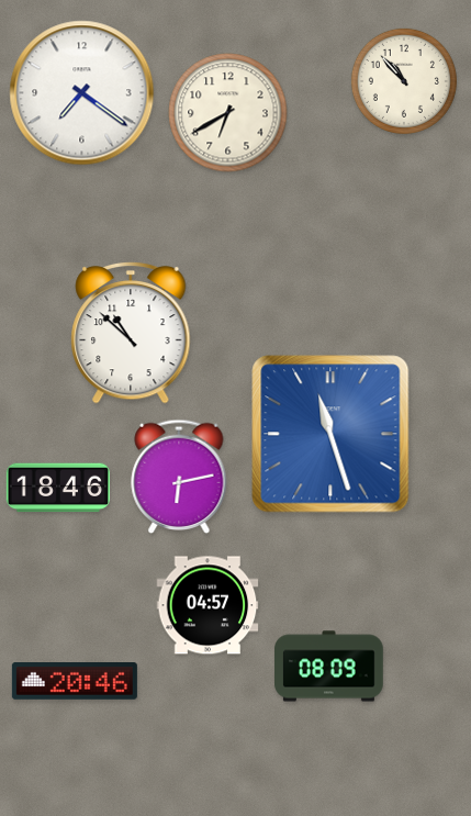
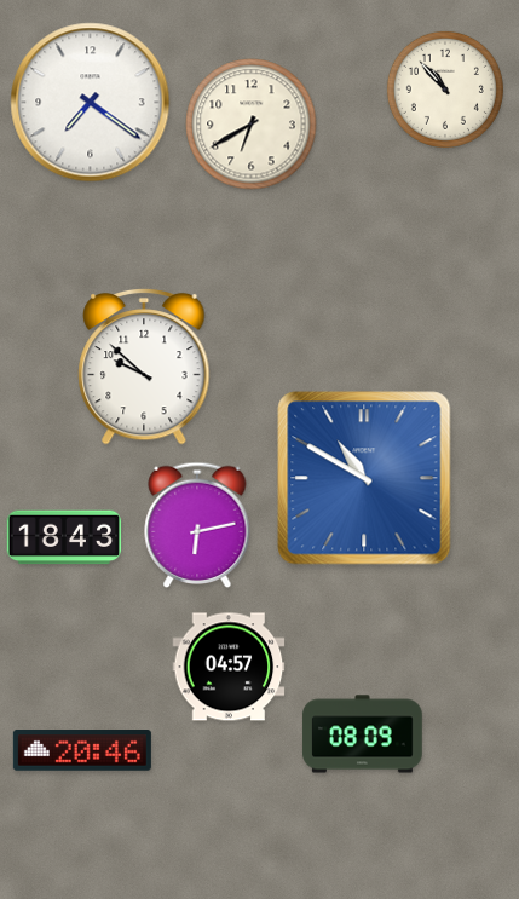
clock at (131, 333): 10:52 -> 9:52
clock at (330, 434): 11:27 -> 10:50
clock at (58, 488): 18:46 -> 18:43
